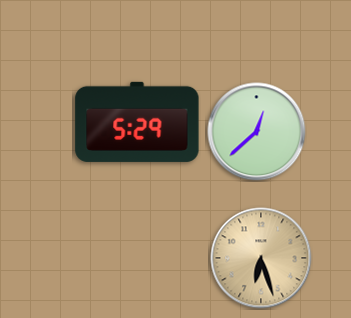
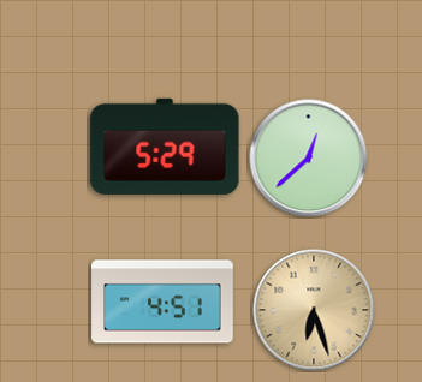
clock at (162, 302): none -> 4:51
